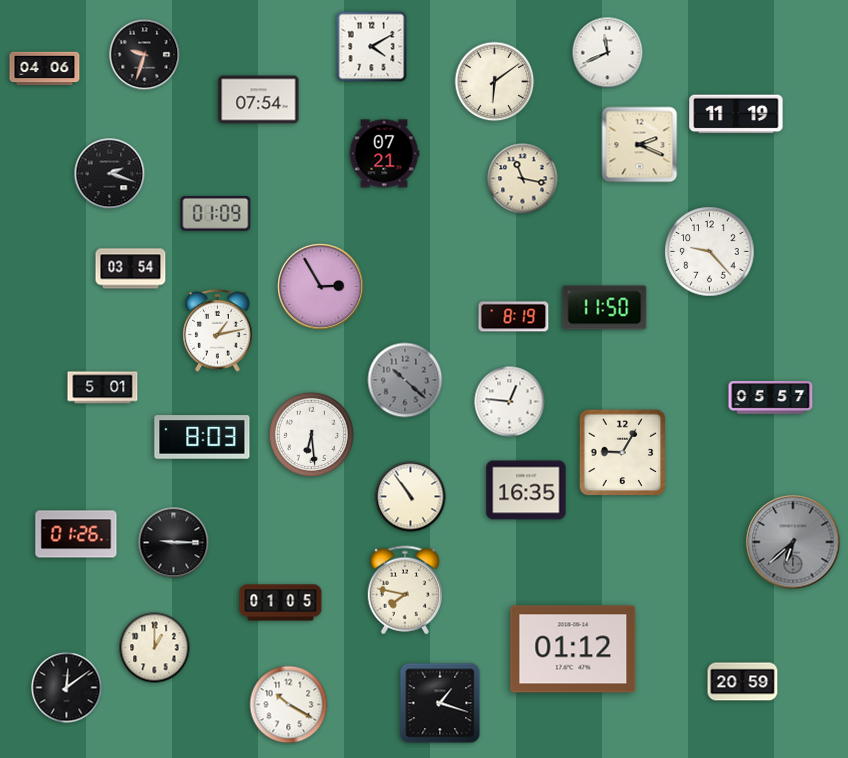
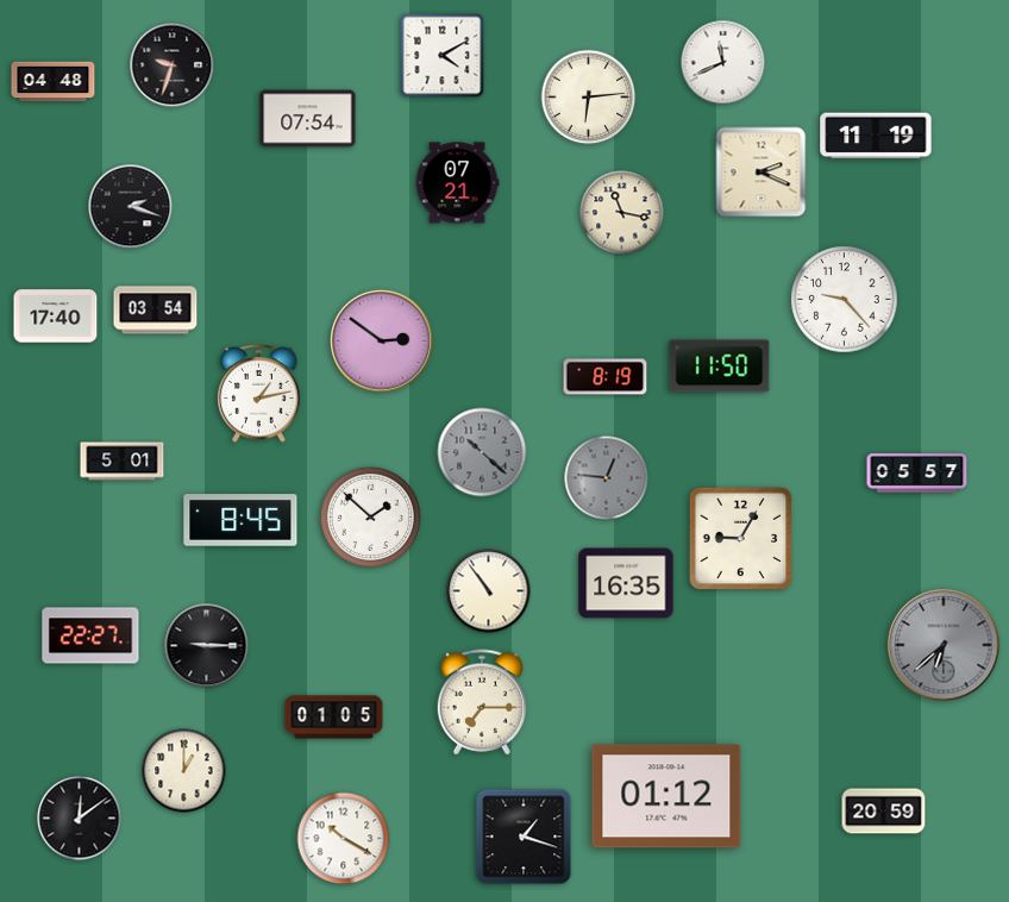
clock at (45, 69): 04:06 -> 04:48
clock at (495, 82): 6:09 -> 6:14
clock at (216, 213): 01:09 -> none
clock at (56, 317): none -> 17:40
clock at (131, 269) position: (131, 269) -> (156, 311)
clock at (321, 287): 2:55 -> 2:51
clock at (514, 317) position: (514, 317) -> (606, 377)
clock at (510, 402) dial: white -> grey
clock at (311, 434): 6:29 -> 1:52
clock at (202, 437): 8:03 -> 8:45
clock at (76, 534): 01:26 -> 22:27
clock at (404, 590): 7:47 -> 7:15
clock at (573, 649) position: (573, 649) -> (666, 796)
